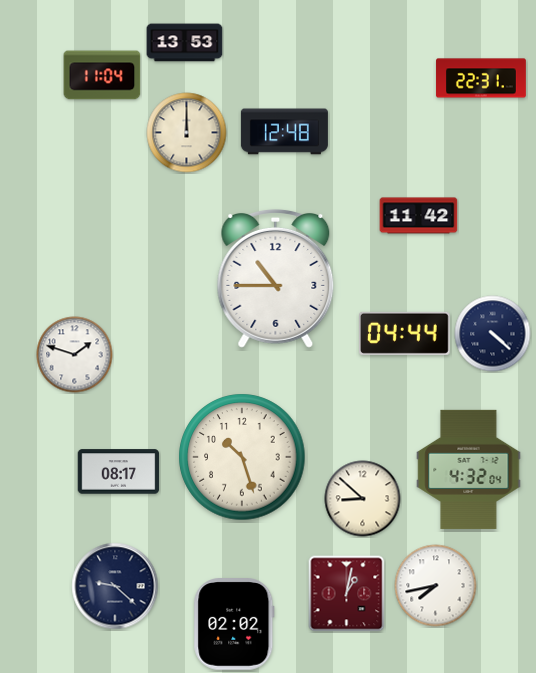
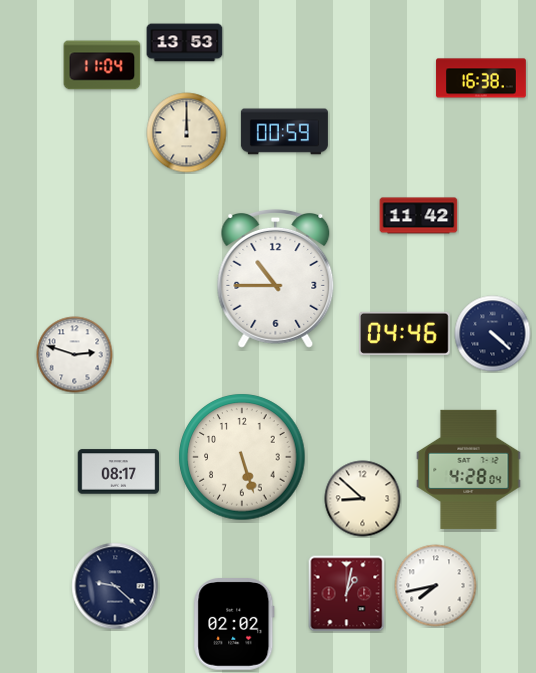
clock at (102, 75) position: (102, 75) -> (102, 65)
clock at (481, 78): 22:31 -> 16:38
clock at (284, 132): 12:48 -> 00:59
clock at (405, 333): 04:44 -> 04:46
clock at (75, 355): 1:48 -> 2:48
clock at (242, 457): 10:27 -> 5:27
clock at (469, 469): 4:32 -> 4:28
